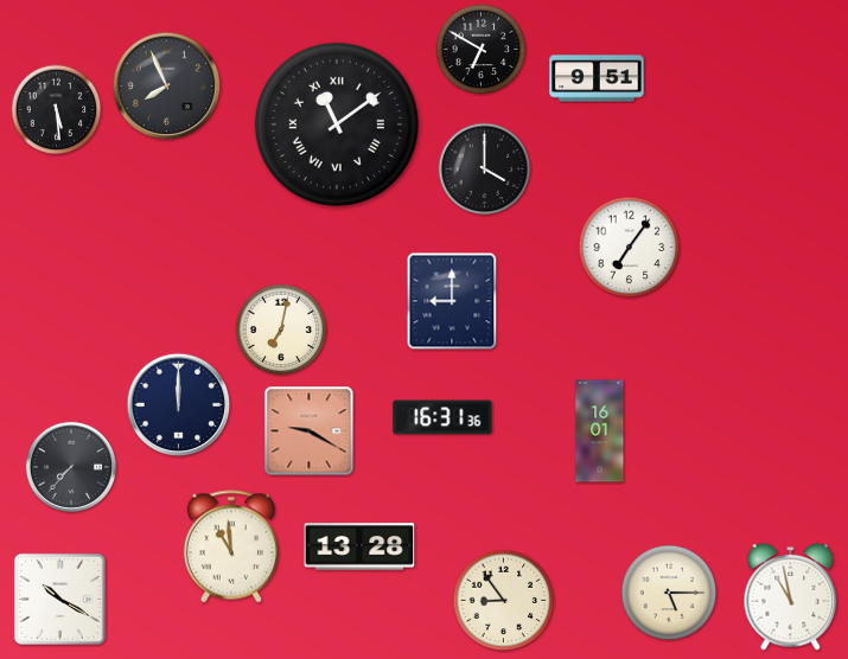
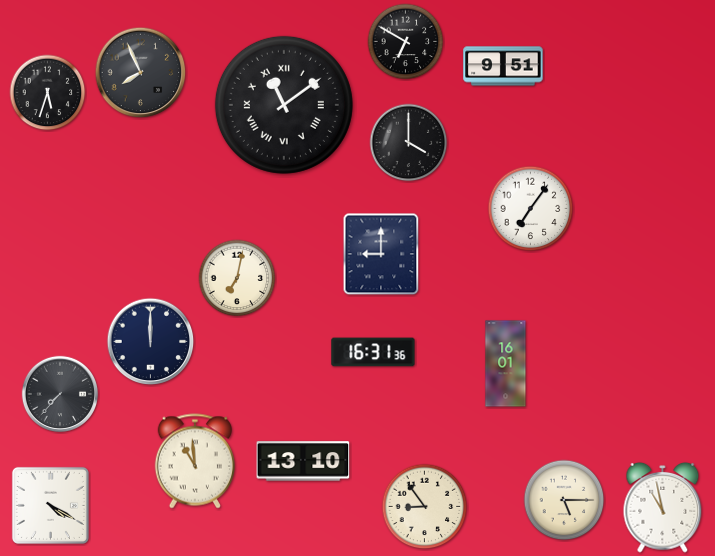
clock at (57, 110): 5:29 -> 5:33
clock at (310, 431): 9:20 -> none
clock at (359, 546): 13:28 -> 13:10
clock at (791, 596) position: (791, 596) -> (663, 507)
clock at (59, 599): 10:20 -> 4:20
